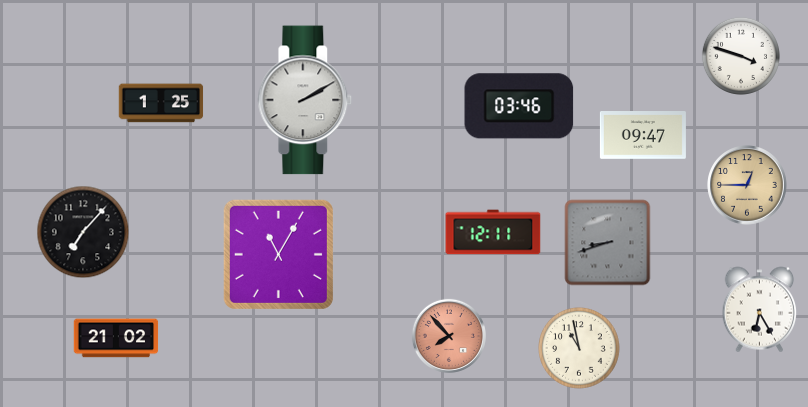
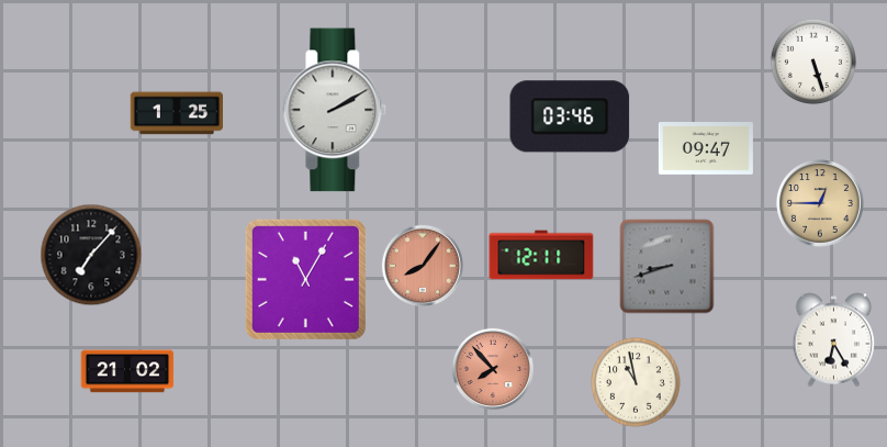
clock at (741, 56): 3:48 -> 5:27
clock at (423, 266): none -> 8:06
